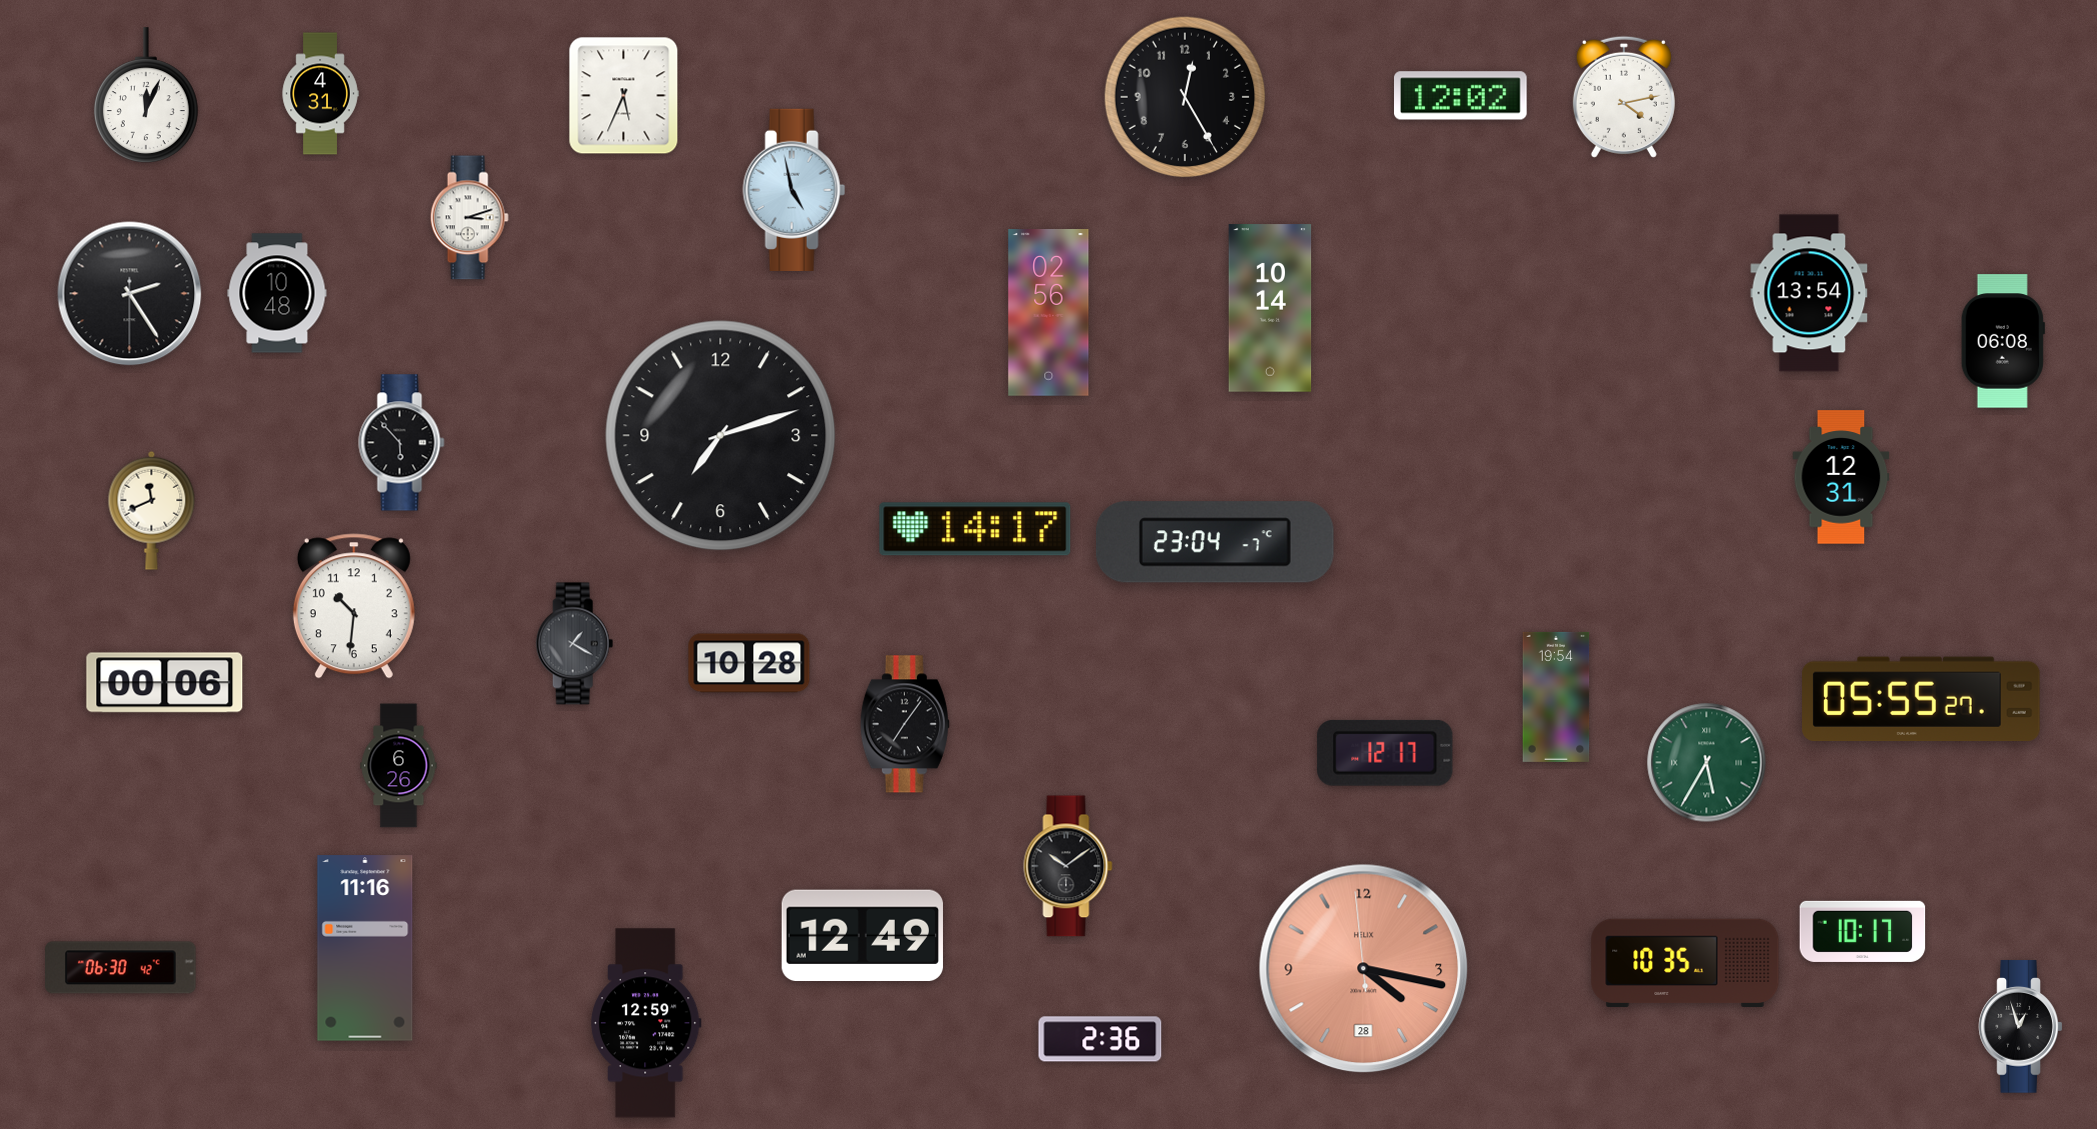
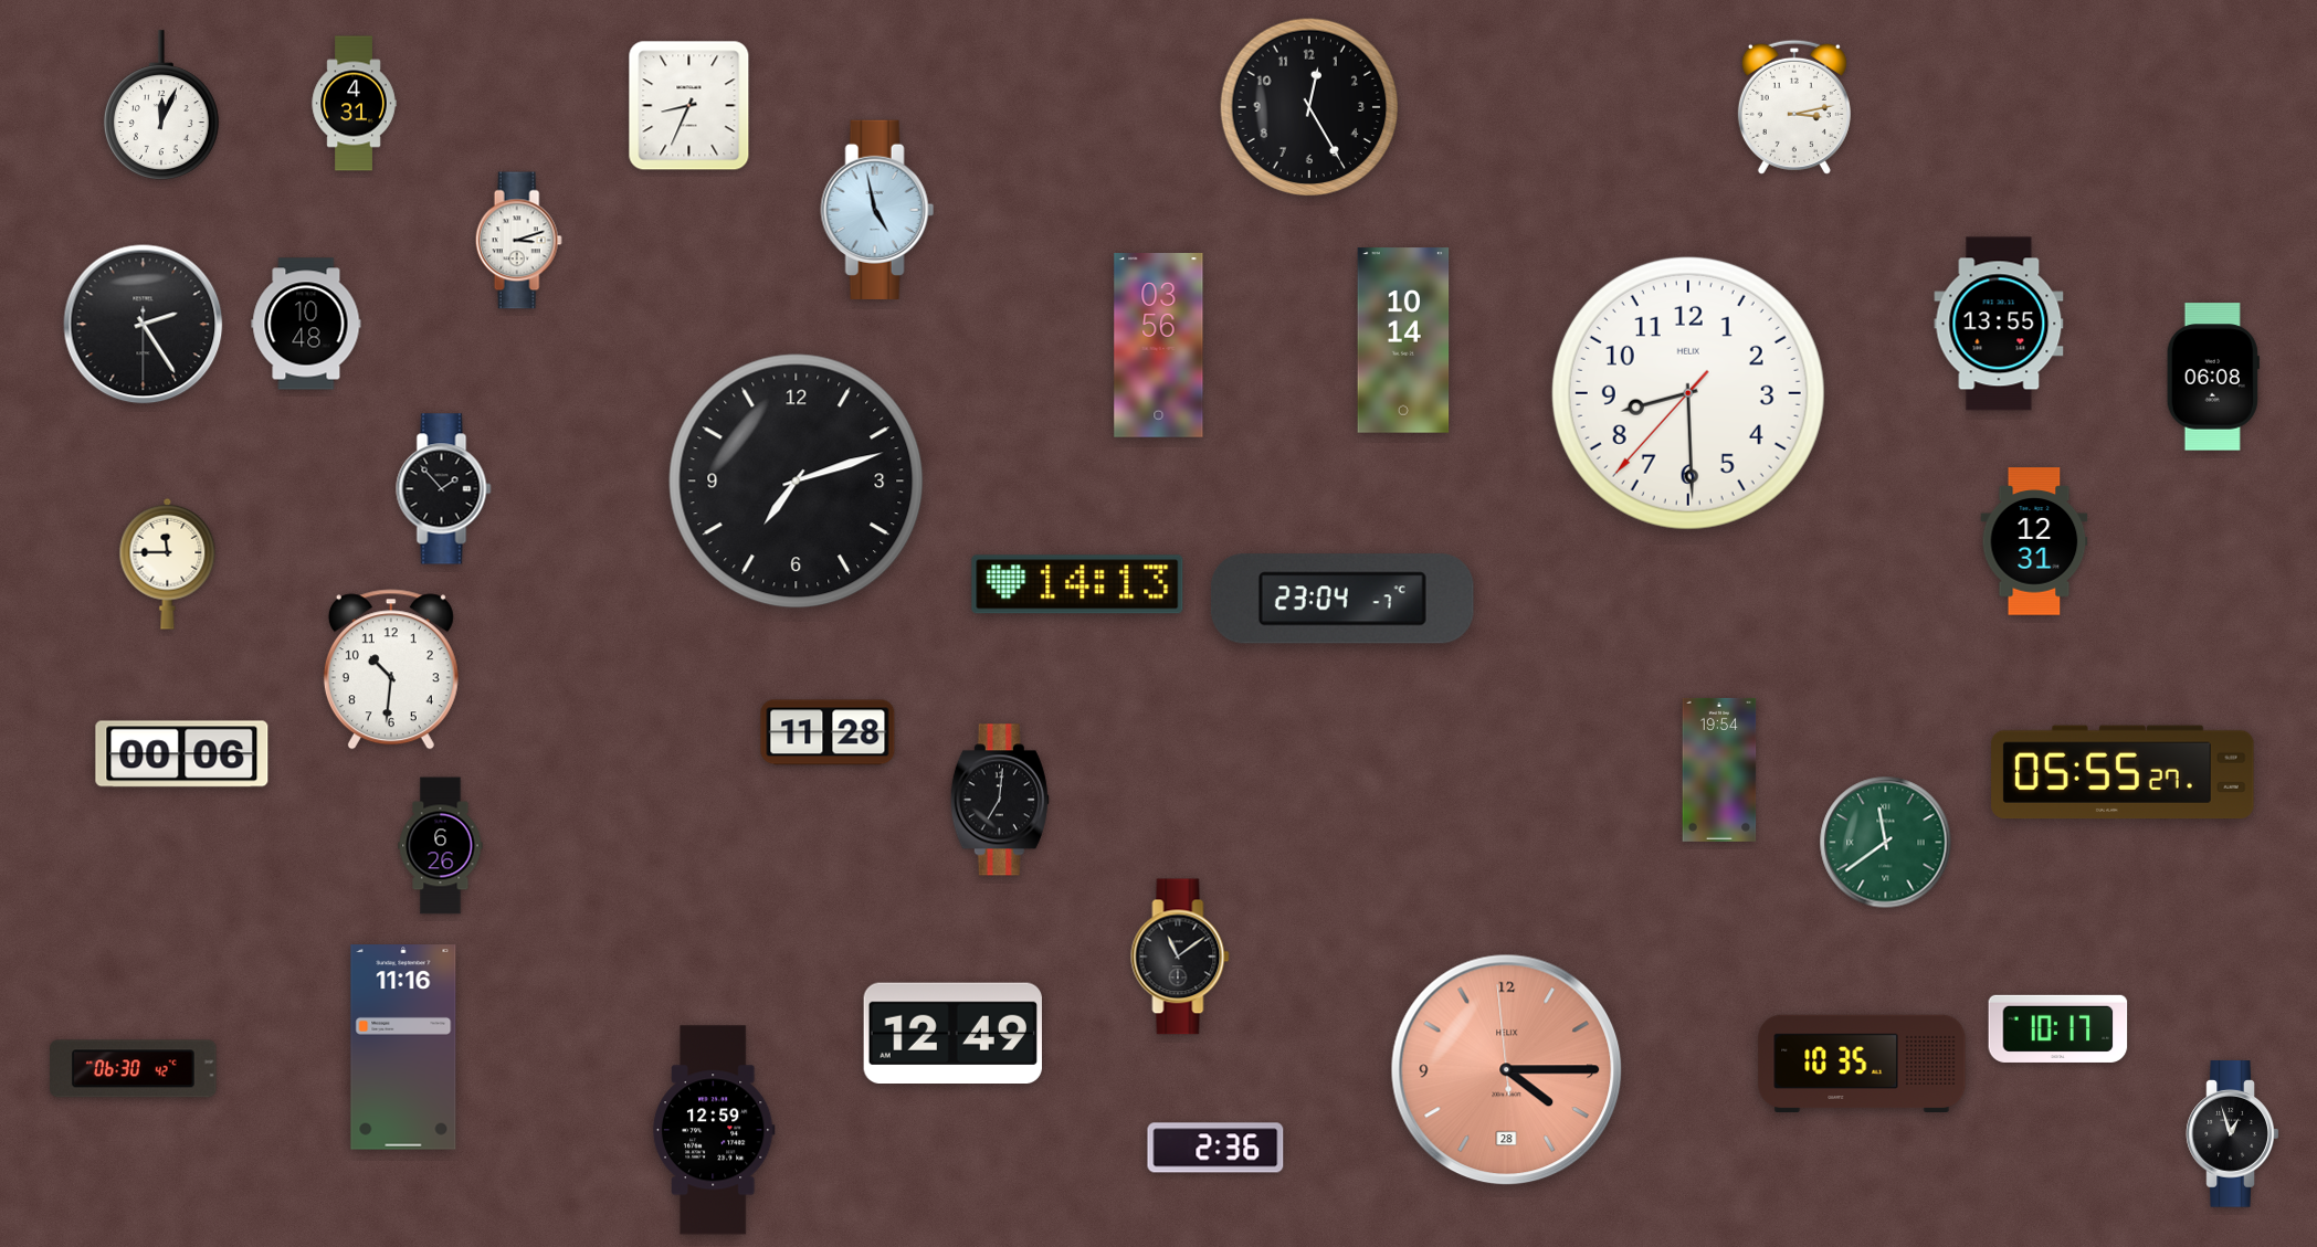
clock at (624, 96): 5:34 -> 8:34
clock at (1461, 96): 12:02 -> none
clock at (1624, 97): 4:13 -> 3:13
clock at (1809, 293): 13:54 -> 13:55
clock at (1049, 313): 02:56 -> 03:56
clock at (1688, 393): none -> 8:29
clock at (402, 443): 5:53 -> 1:53
clock at (1841, 477) position: (1841, 477) -> (2034, 541)
clock at (152, 510): 11:41 -> 11:45
clock at (975, 529): 14:17 -> 14:13
clock at (575, 644): 1:20 -> none
clock at (749, 663): 10:28 -> 11:28
clock at (905, 724): 7:06 -> 7:01
clock at (1385, 753): 12:17 -> none
clock at (1707, 763): 5:35 -> 11:39
clock at (1068, 866): 10:09 -> 11:09
clock at (1364, 969): 4:16 -> 4:14
